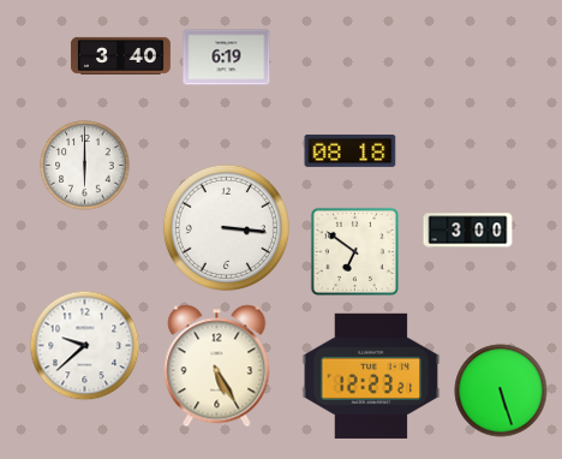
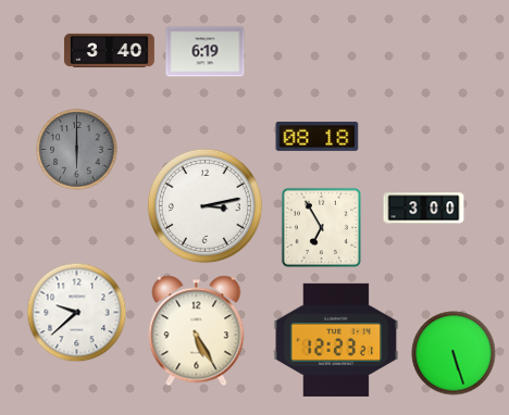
clock at (85, 166) dial: white -> grey
clock at (226, 227): 3:16 -> 3:13
clock at (354, 251): 6:51 -> 6:55
